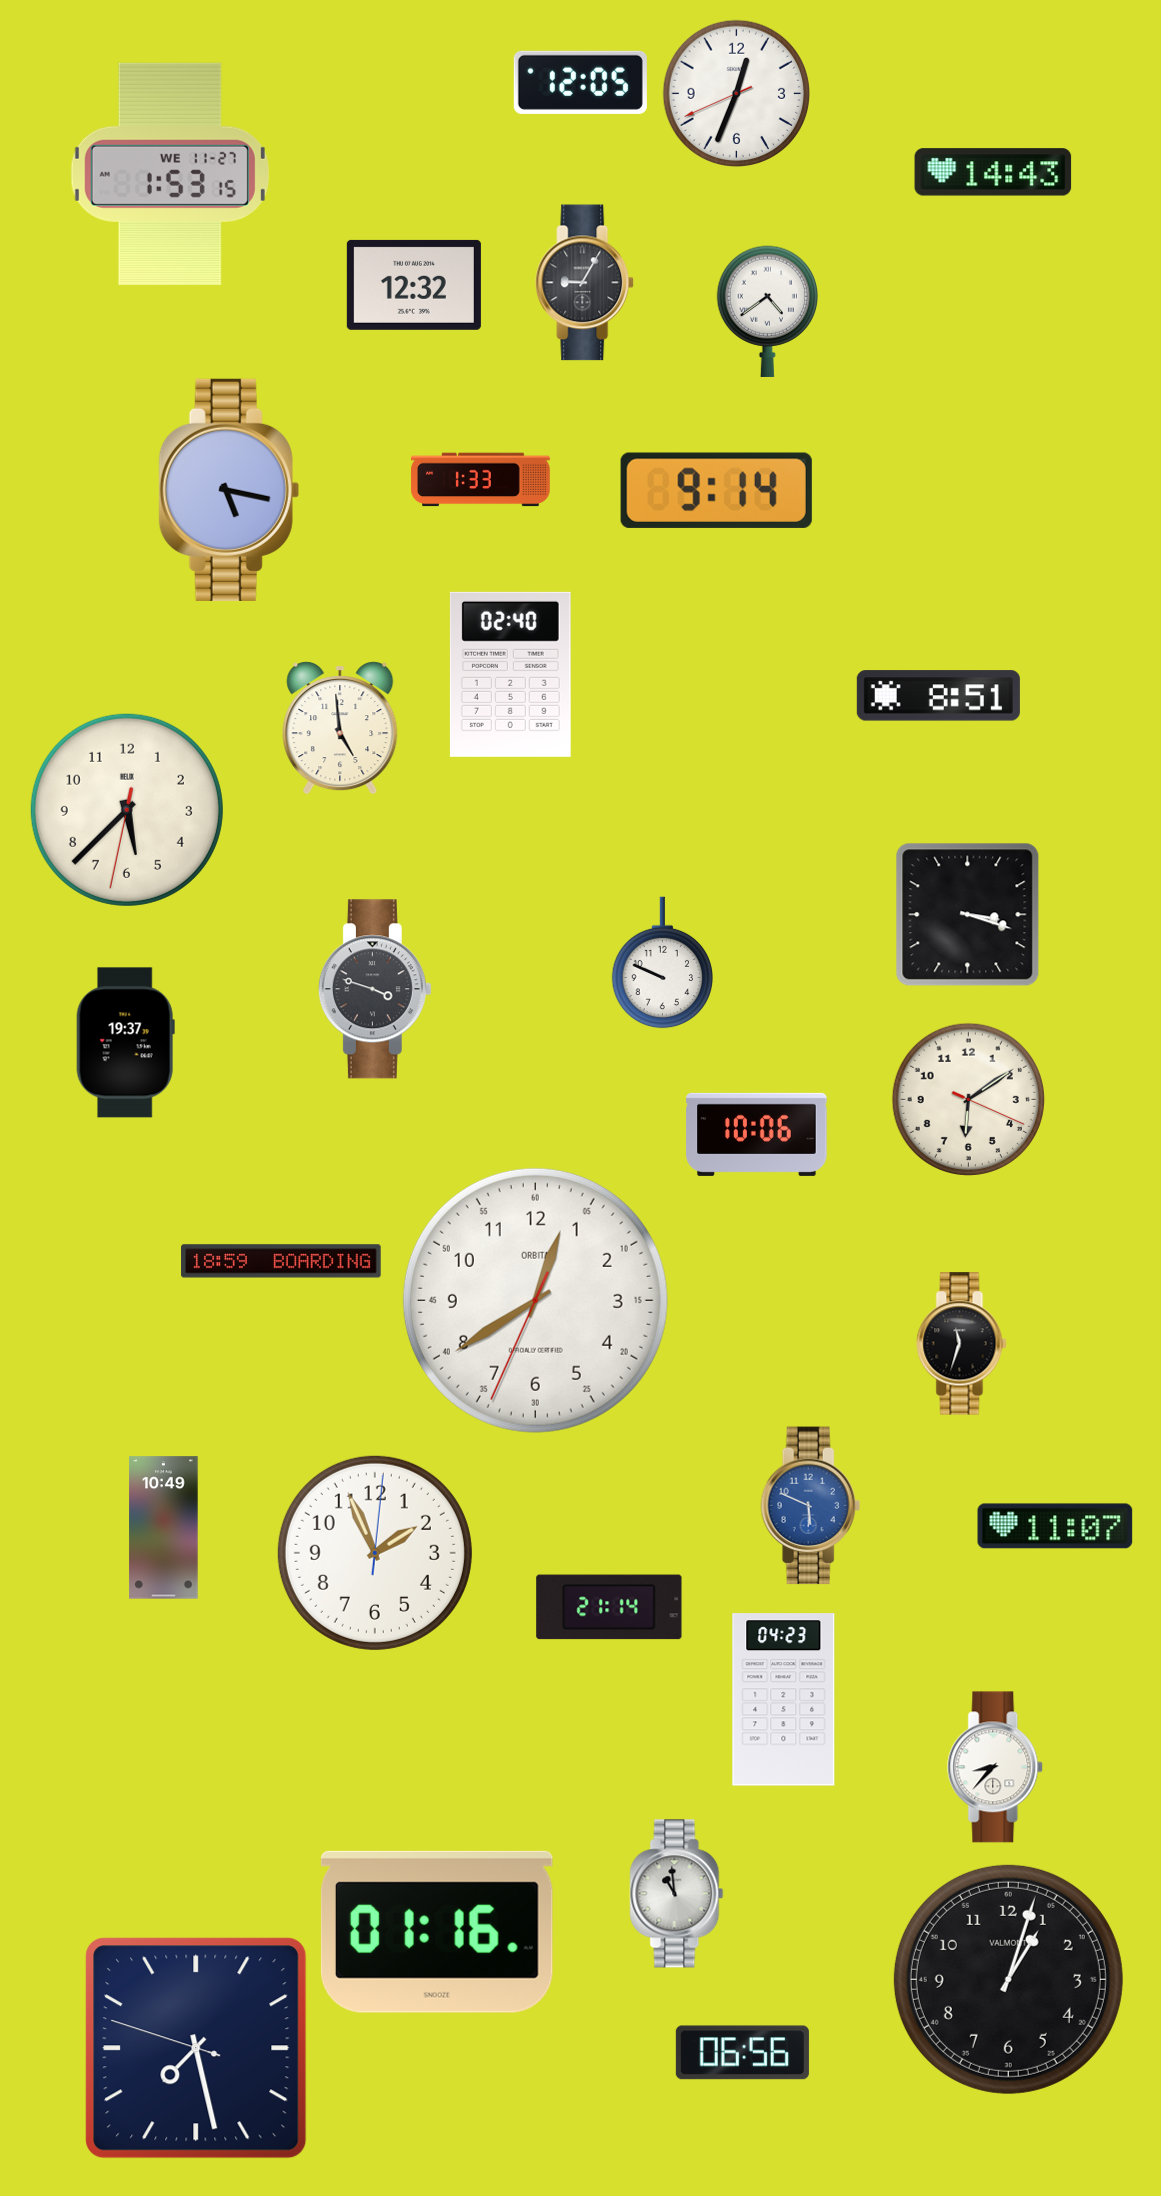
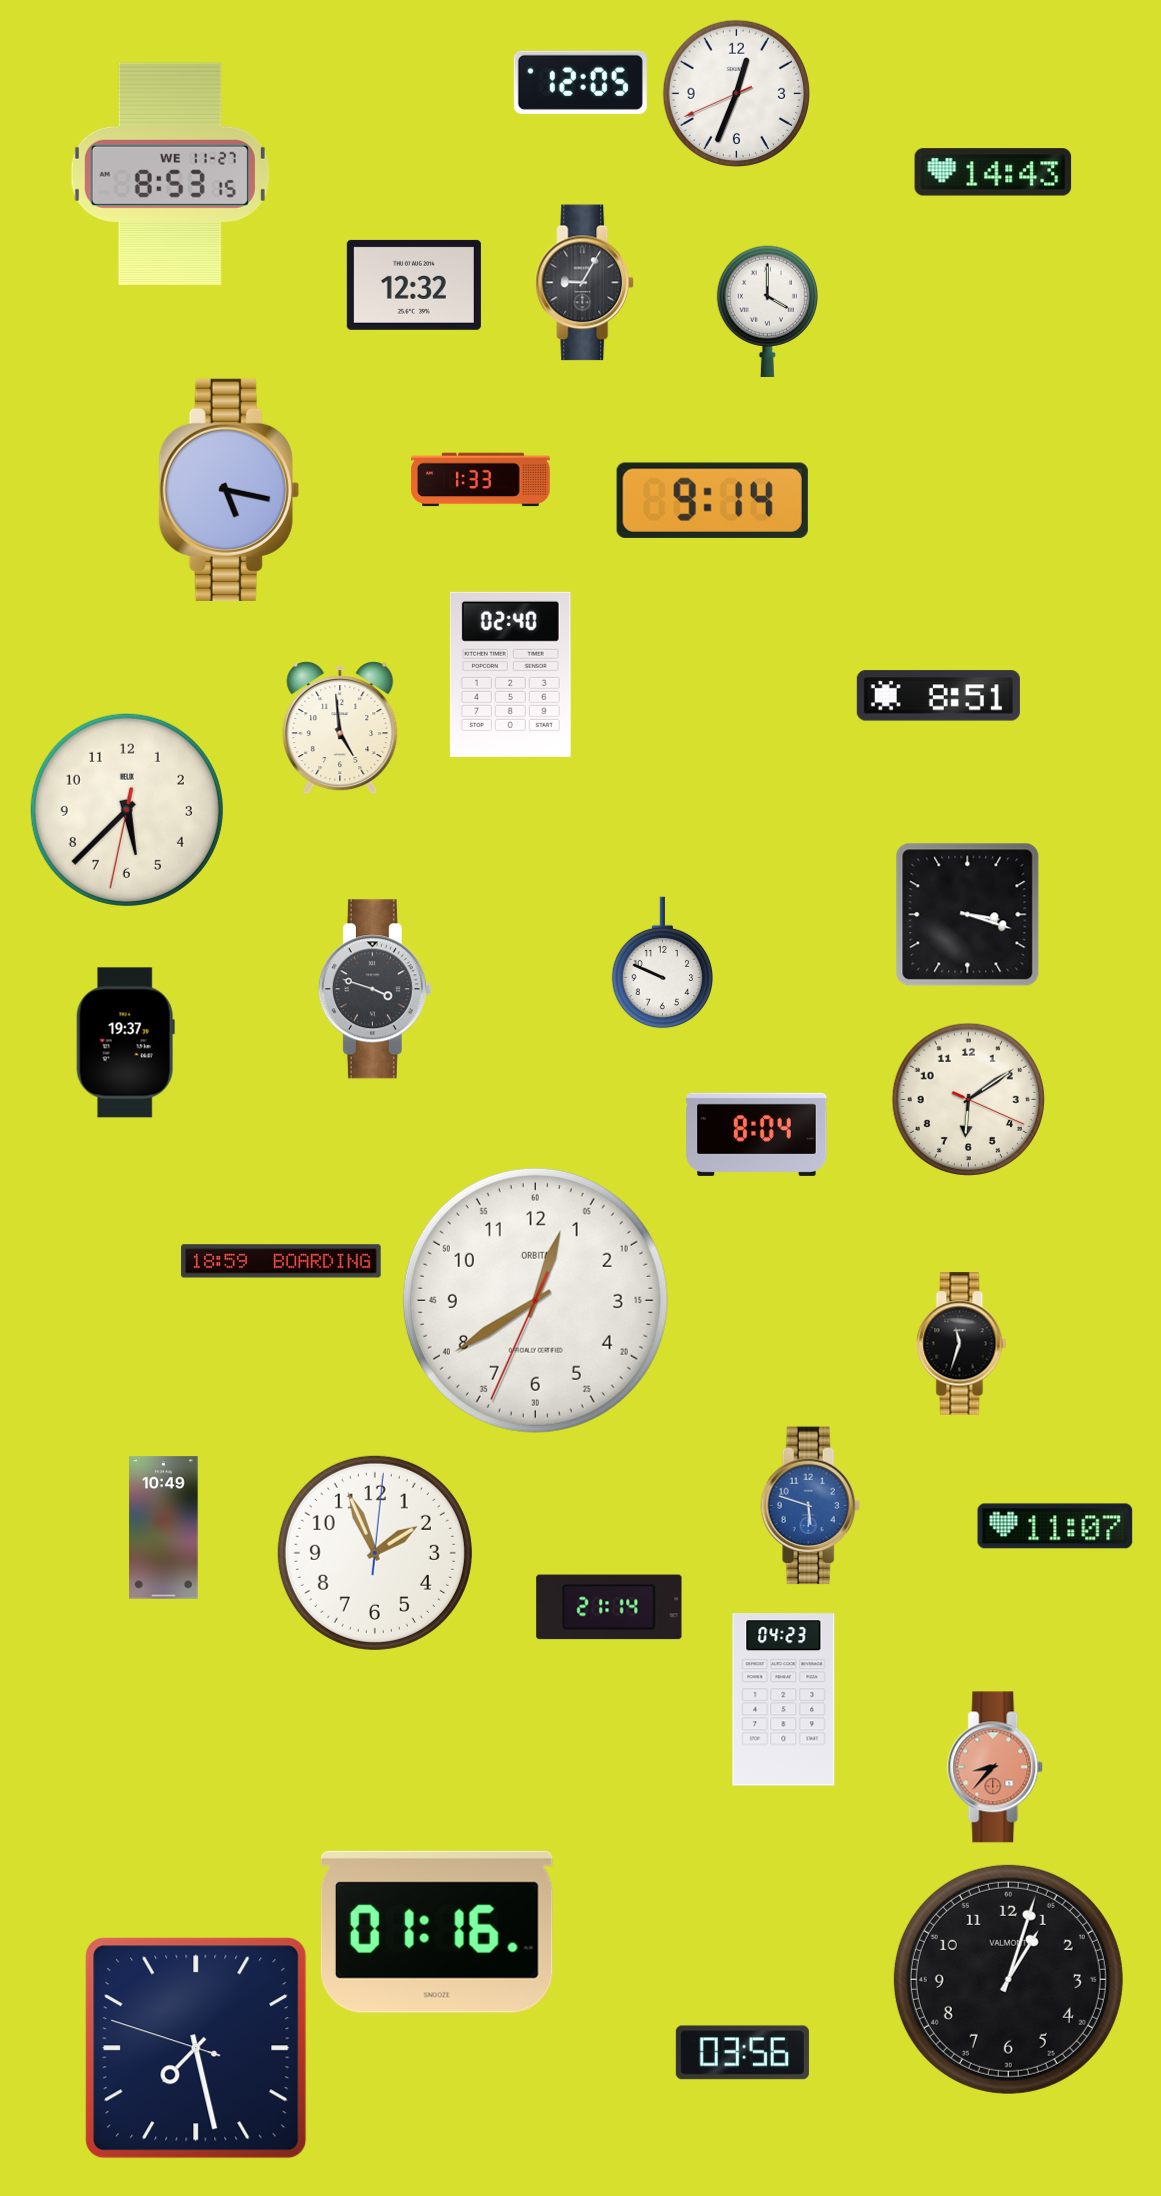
clock at (170, 174): 1:53 -> 8:53
clock at (767, 311): 4:39 -> 4:00
clock at (716, 490) position: (716, 490) -> (712, 500)
clock at (757, 1134): 10:06 -> 8:04
clock at (811, 1506): 5:49 -> 5:48
clock at (996, 1767) dial: white -> salmon
clock at (677, 1894): 10:59 -> none
clock at (742, 2053): 06:56 -> 03:56
